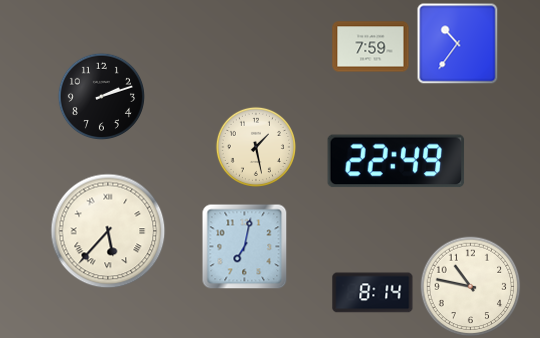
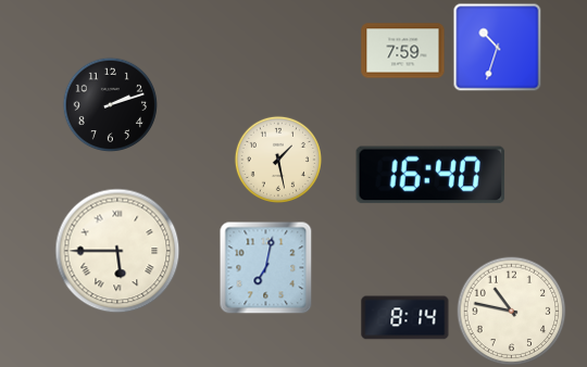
clock at (457, 43): 10:36 -> 10:33
clock at (396, 161): 22:49 -> 16:40
clock at (108, 231): 5:37 -> 5:45
